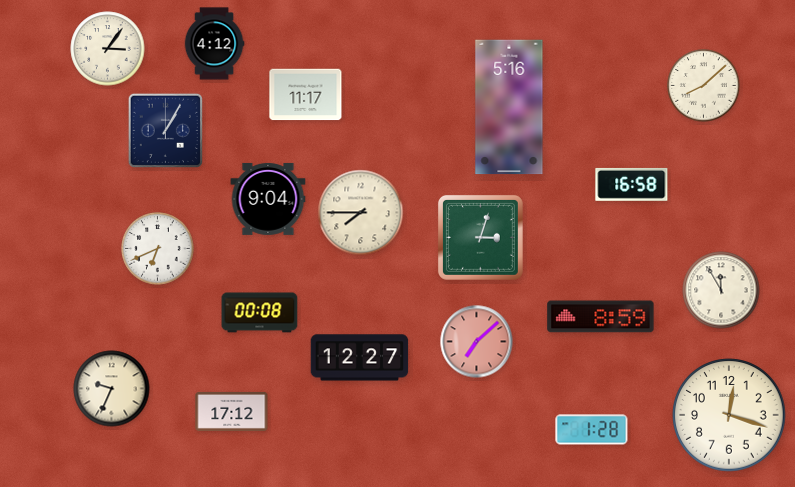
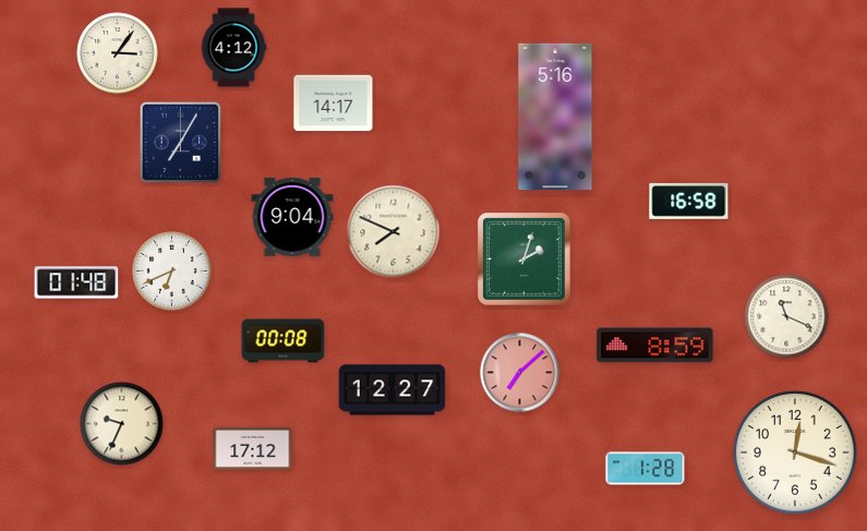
clock at (704, 86): 8:08 -> none
clock at (306, 95): 11:17 -> 14:17
clock at (165, 130): 1:05 -> 7:05
clock at (361, 213): 7:45 -> 7:49
clock at (480, 237): 3:03 -> 2:03
clock at (76, 282): none -> 01:48
clock at (721, 290): 11:55 -> 11:19
